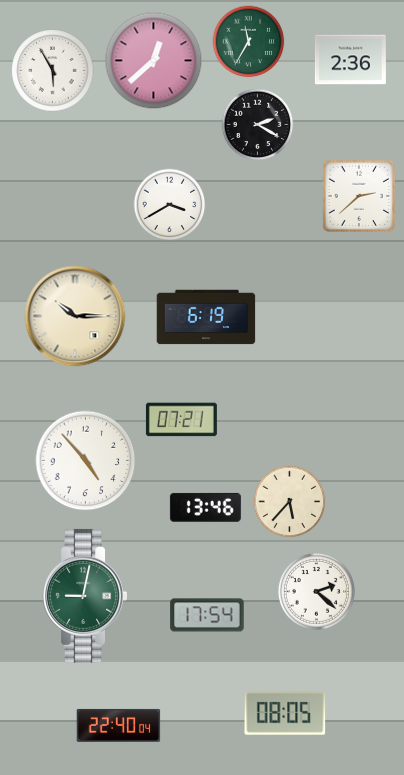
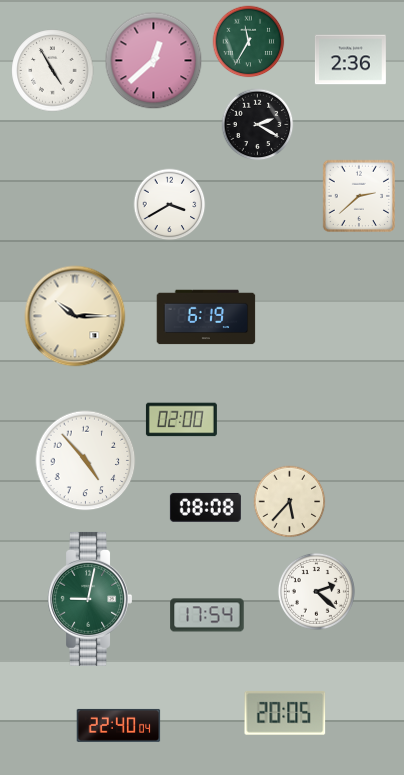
clock at (53, 71): 5:55 -> 4:55
clock at (181, 420): 07:21 -> 02:00
clock at (205, 507): 13:46 -> 08:08
clock at (84, 596) position: (84, 596) -> (89, 599)
clock at (285, 713): 08:05 -> 20:05
